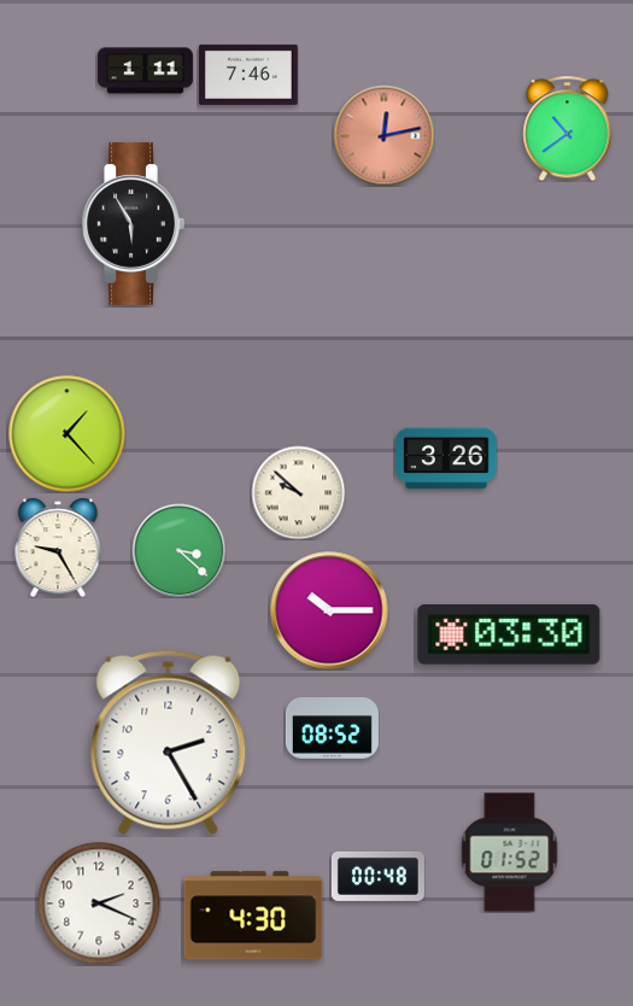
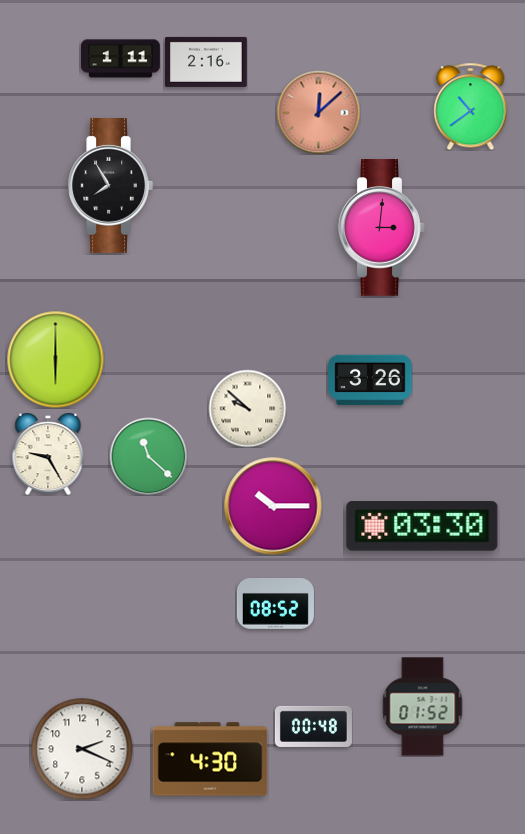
clock at (250, 75): 7:46 -> 2:16
clock at (383, 135): 12:13 -> 12:08
clock at (133, 224): 5:55 -> 7:55
clock at (382, 228): none -> 3:01
clock at (66, 433): 1:23 -> 6:00
clock at (178, 550): 3:22 -> 11:22
clock at (169, 742): 2:25 -> none
